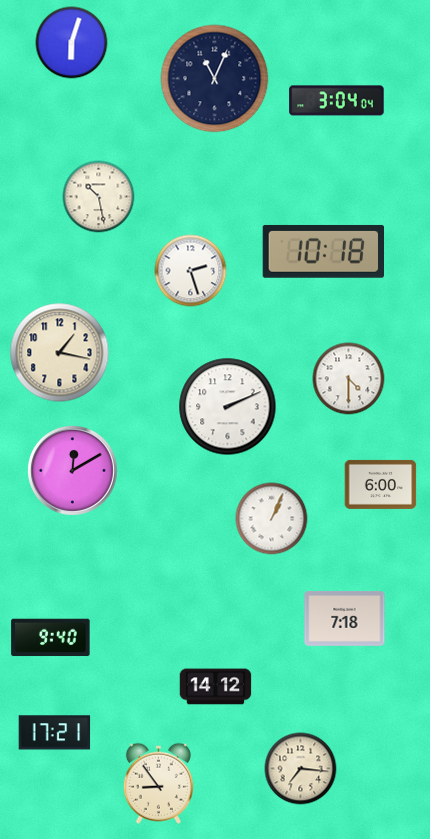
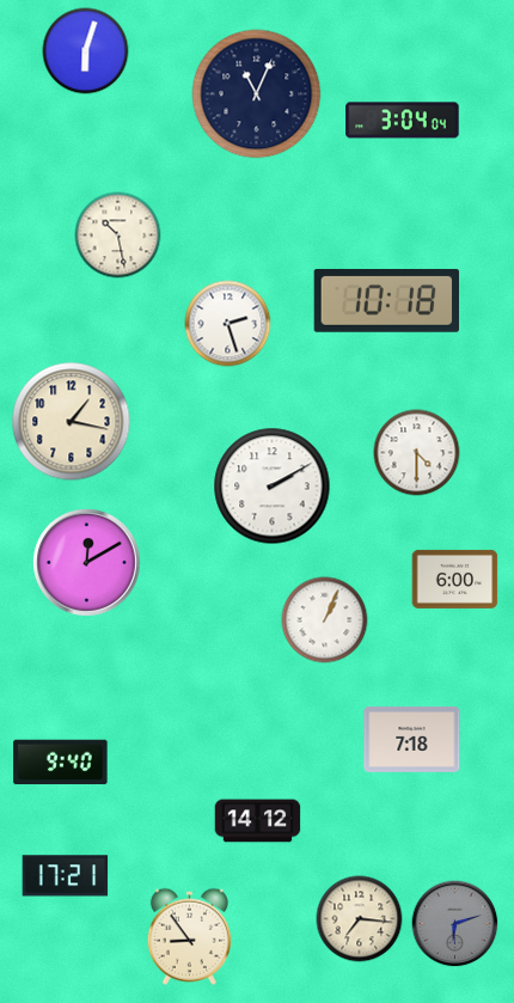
clock at (228, 407): 2:11 -> 2:10
clock at (455, 924): none -> 6:12
